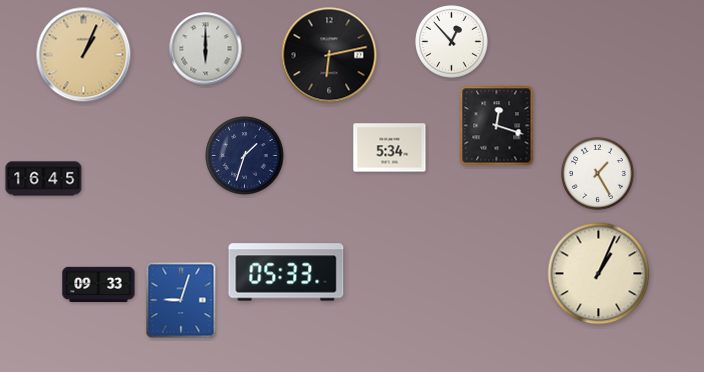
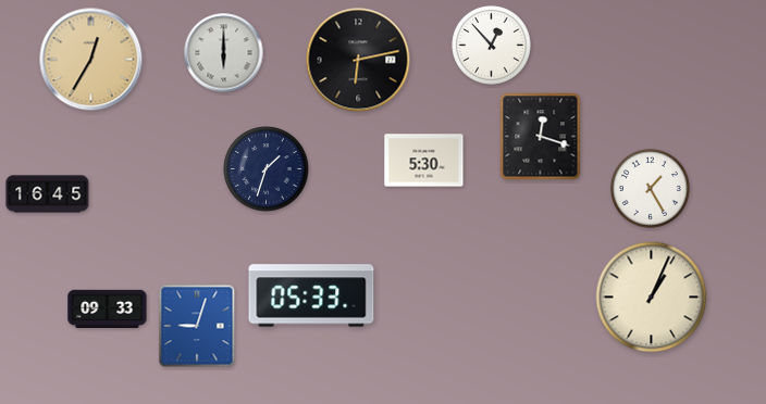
clock at (84, 55): 1:04 -> 12:35
clock at (390, 148): 5:34 -> 5:30
